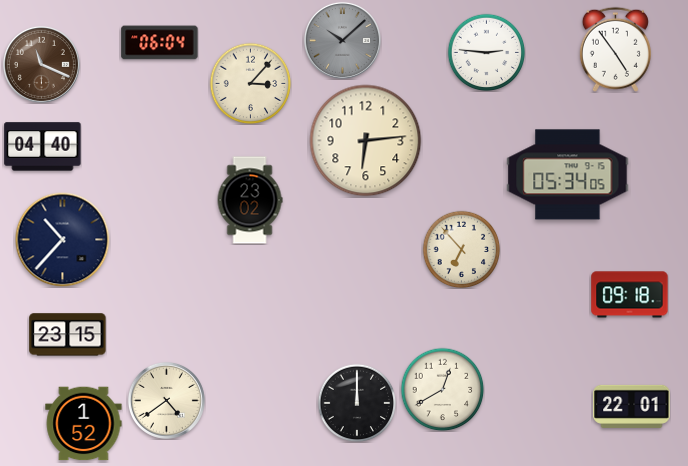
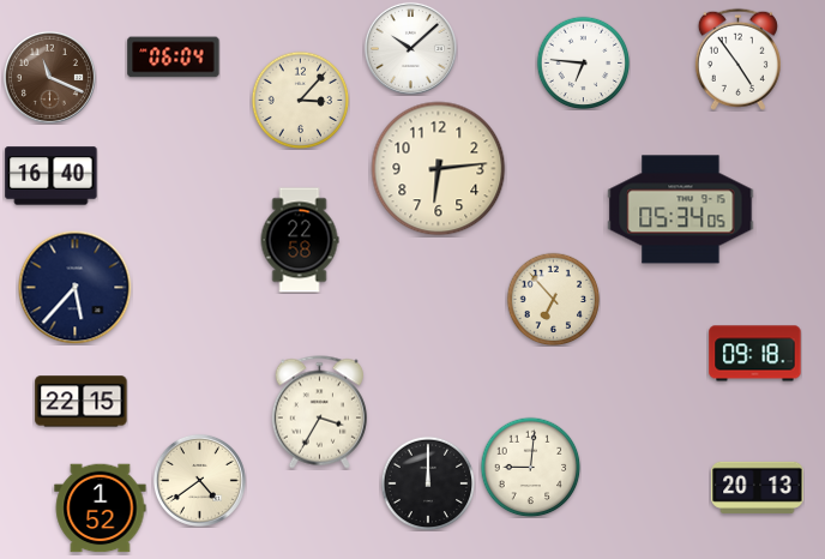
clock at (342, 40) dial: grey -> white
clock at (160, 43) position: (160, 43) -> (174, 58)
clock at (486, 52): 2:46 -> 6:46
clock at (43, 147): 04:40 -> 16:40
clock at (250, 200): 23:02 -> 22:58
clock at (62, 239): 10:37 -> 5:37
clock at (68, 335): 23:15 -> 22:15
clock at (319, 413): none -> 3:35
clock at (442, 389): 12:40 -> 9:01
clock at (632, 406): 22:01 -> 20:13
